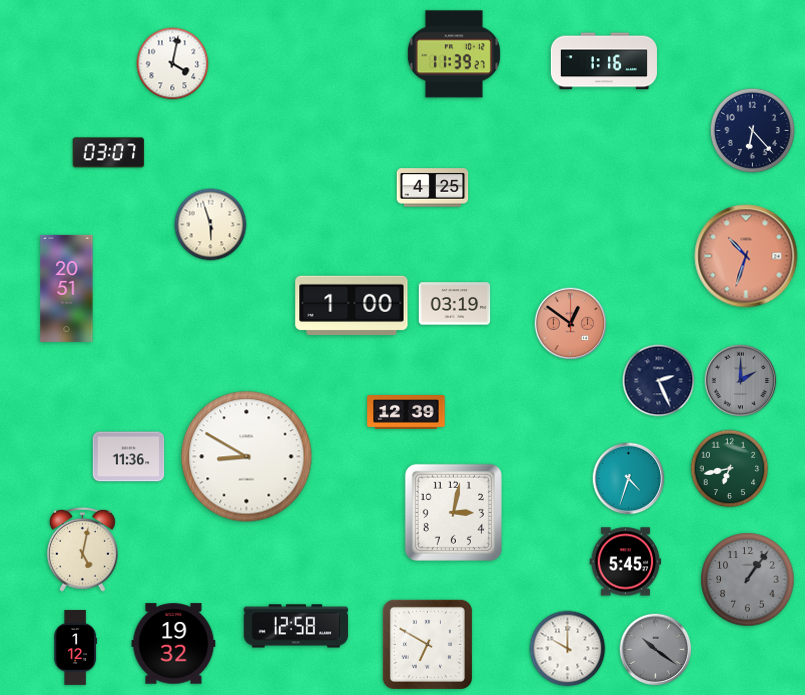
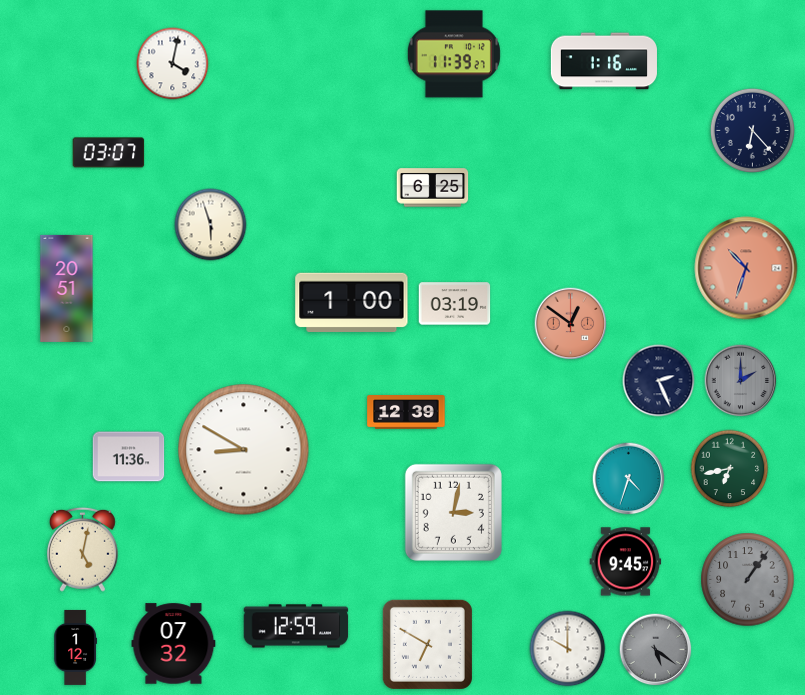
clock at (433, 188): 4:25 -> 6:25
clock at (746, 256) position: (746, 256) -> (746, 268)
clock at (352, 305) position: (352, 305) -> (352, 302)
clock at (247, 457) position: (247, 457) -> (244, 450)
clock at (626, 562): 5:45 -> 9:45
clock at (296, 626): 12:58 -> 12:59
clock at (174, 644): 19:32 -> 07:32
clock at (656, 650): 10:21 -> 5:21
